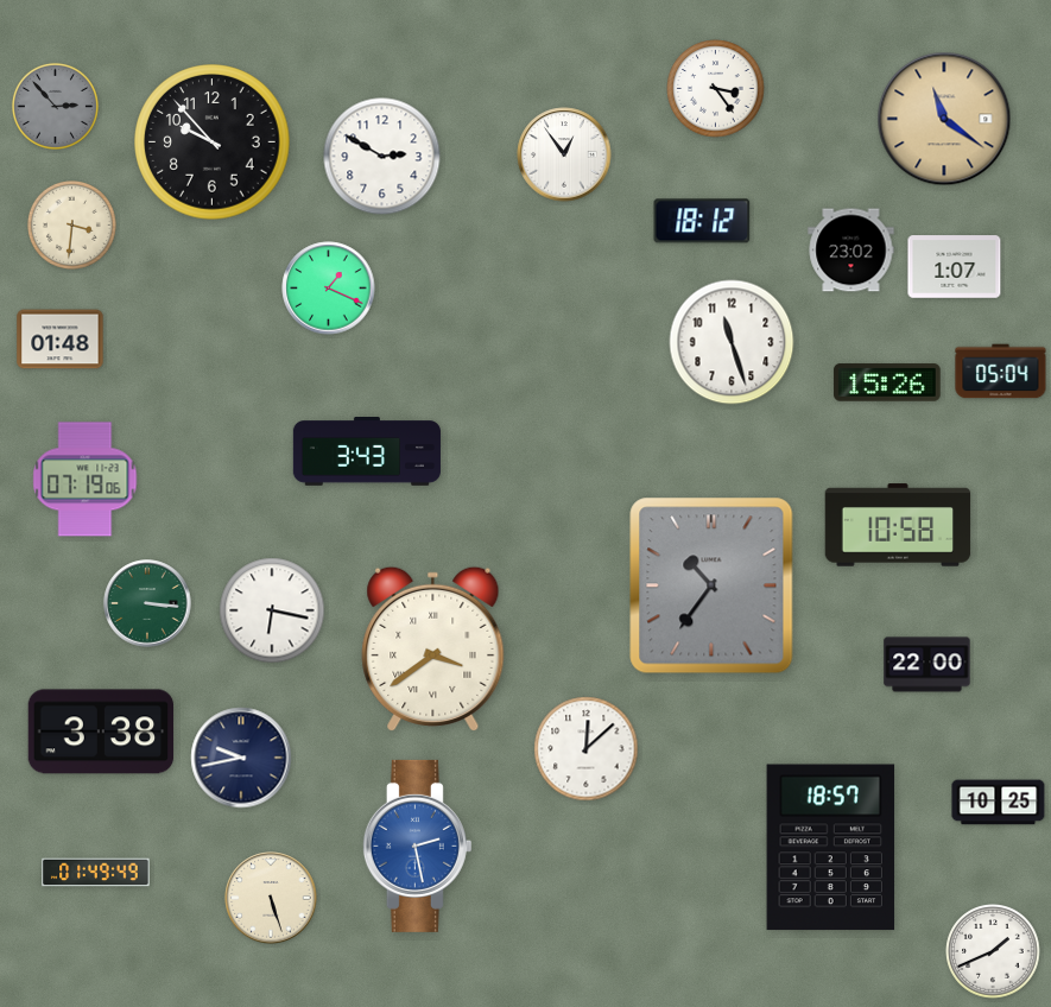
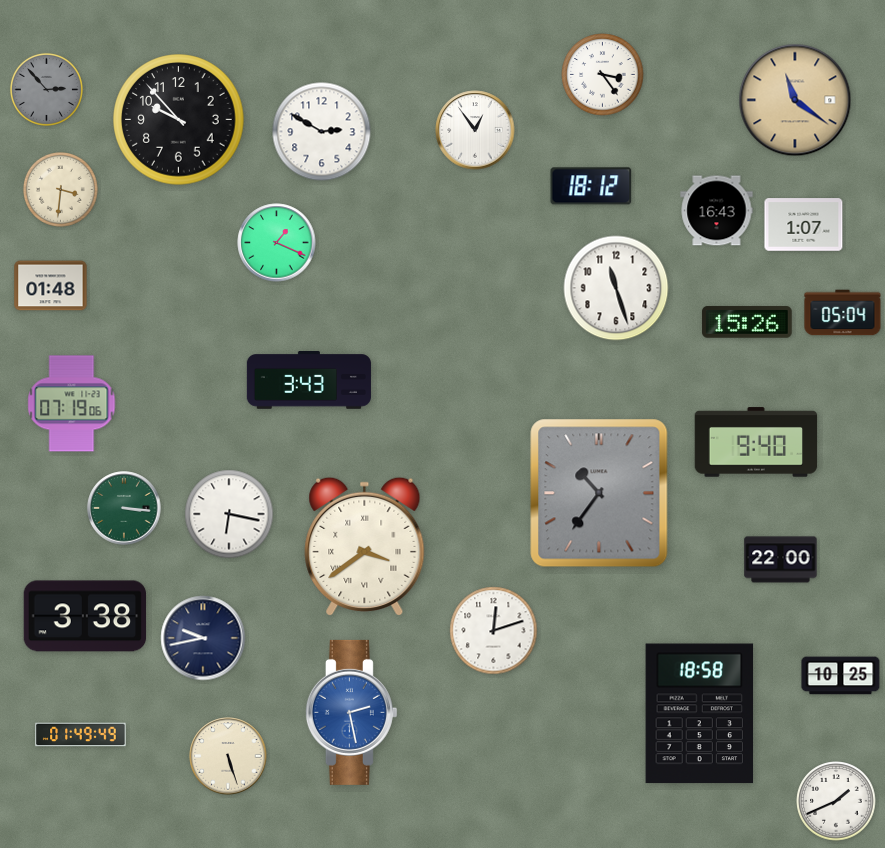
clock at (851, 251): 23:02 -> 16:43
clock at (898, 525): 10:58 -> 9:40
clock at (587, 749): 12:08 -> 12:12
clock at (831, 848): 18:57 -> 18:58
